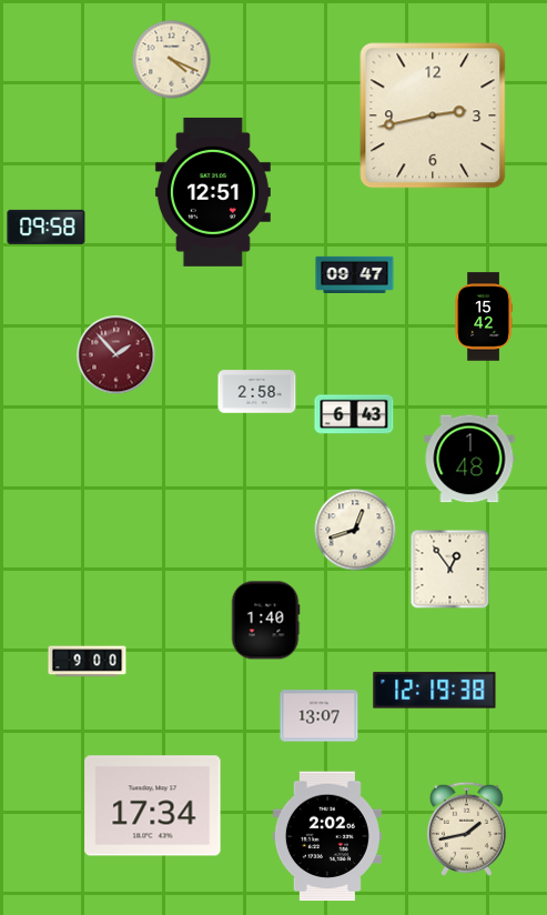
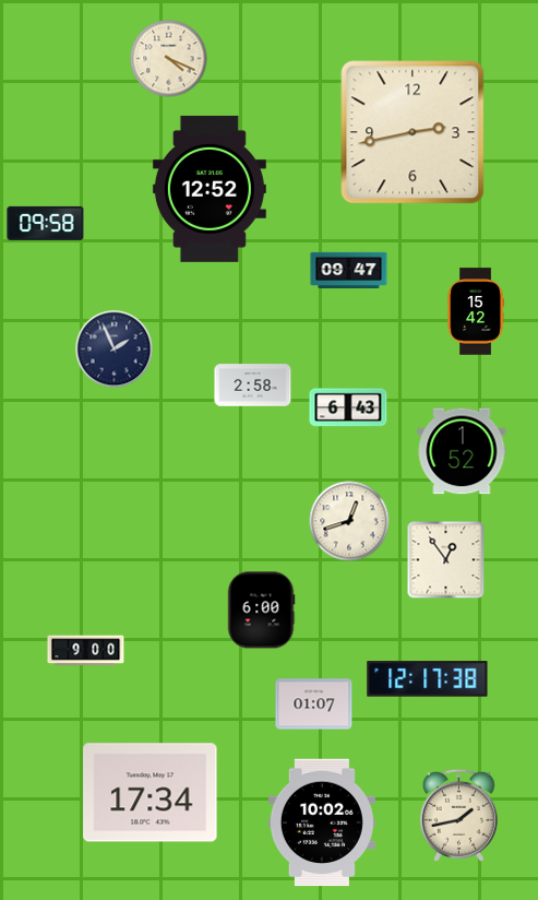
clock at (433, 115) position: (433, 115) -> (413, 132)
clock at (213, 192): 12:51 -> 12:52
clock at (117, 355): 1:53 -> 1:56
clock at (117, 355) dial: burgundy -> navy
clock at (469, 459): 1:48 -> 1:52
clock at (450, 570) position: (450, 570) -> (446, 560)
clock at (265, 621): 1:40 -> 6:00
clock at (435, 691): 12:19 -> 12:17
clock at (320, 716): 13:07 -> 01:07
clock at (327, 836): 2:02 -> 10:02
